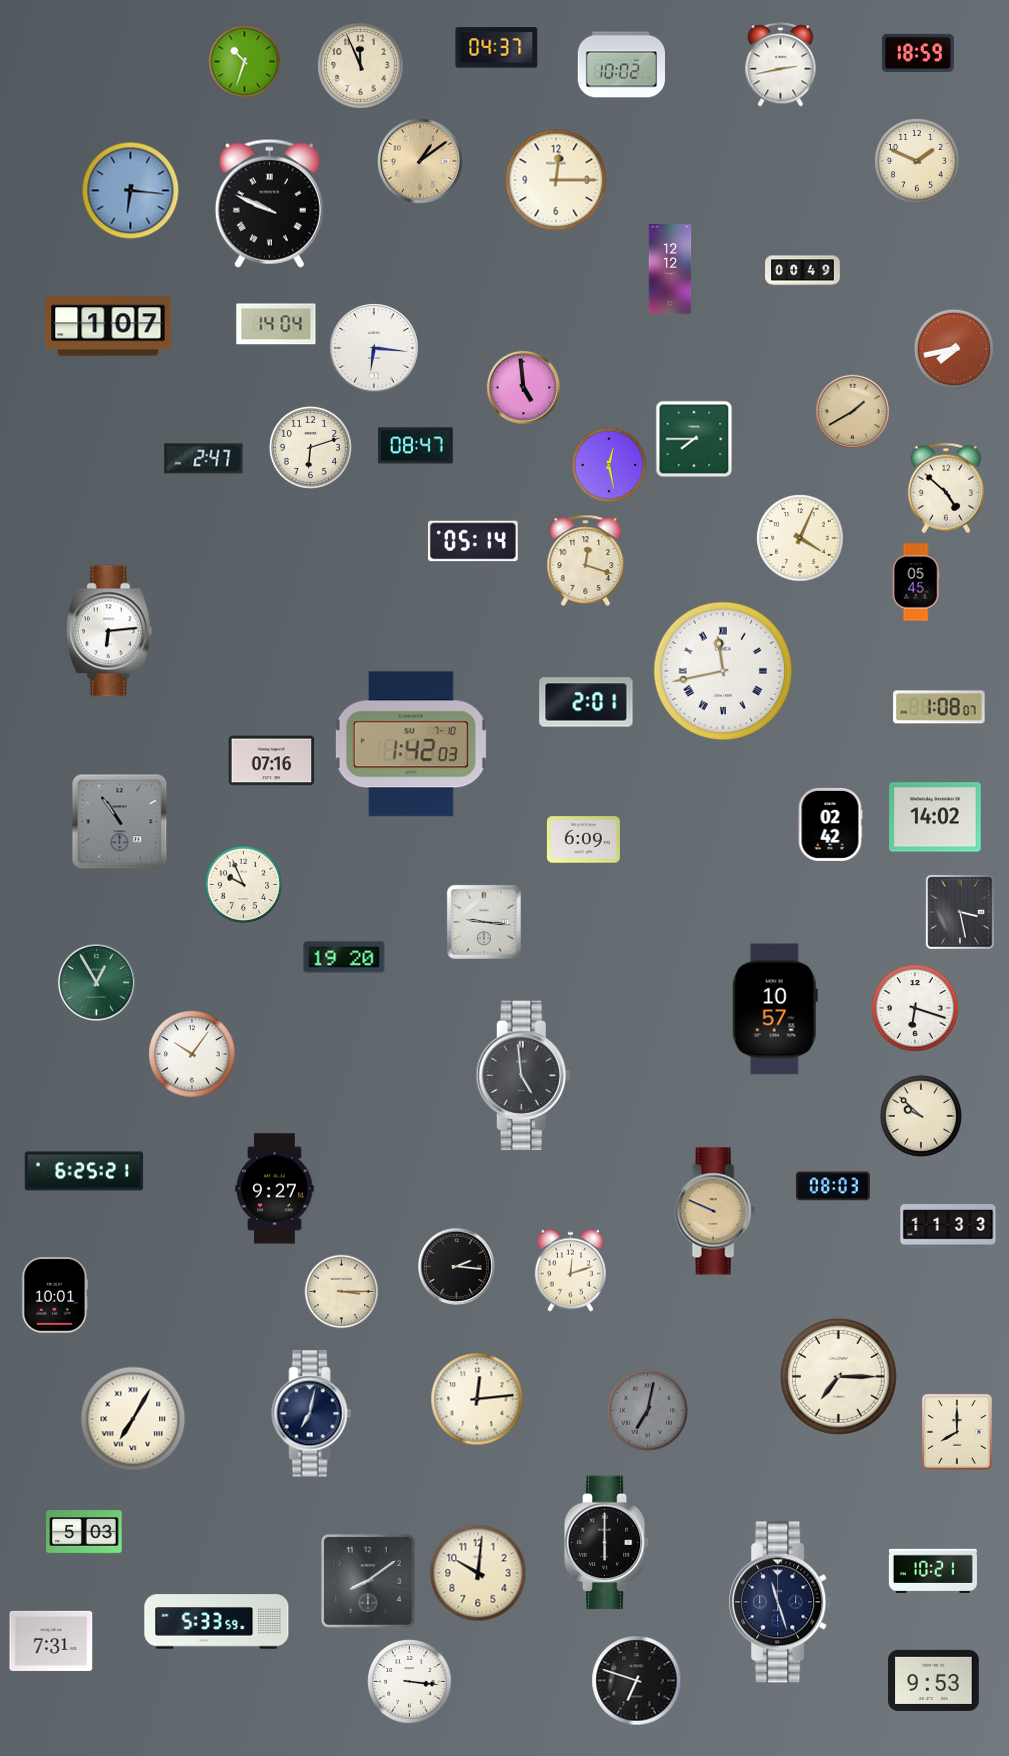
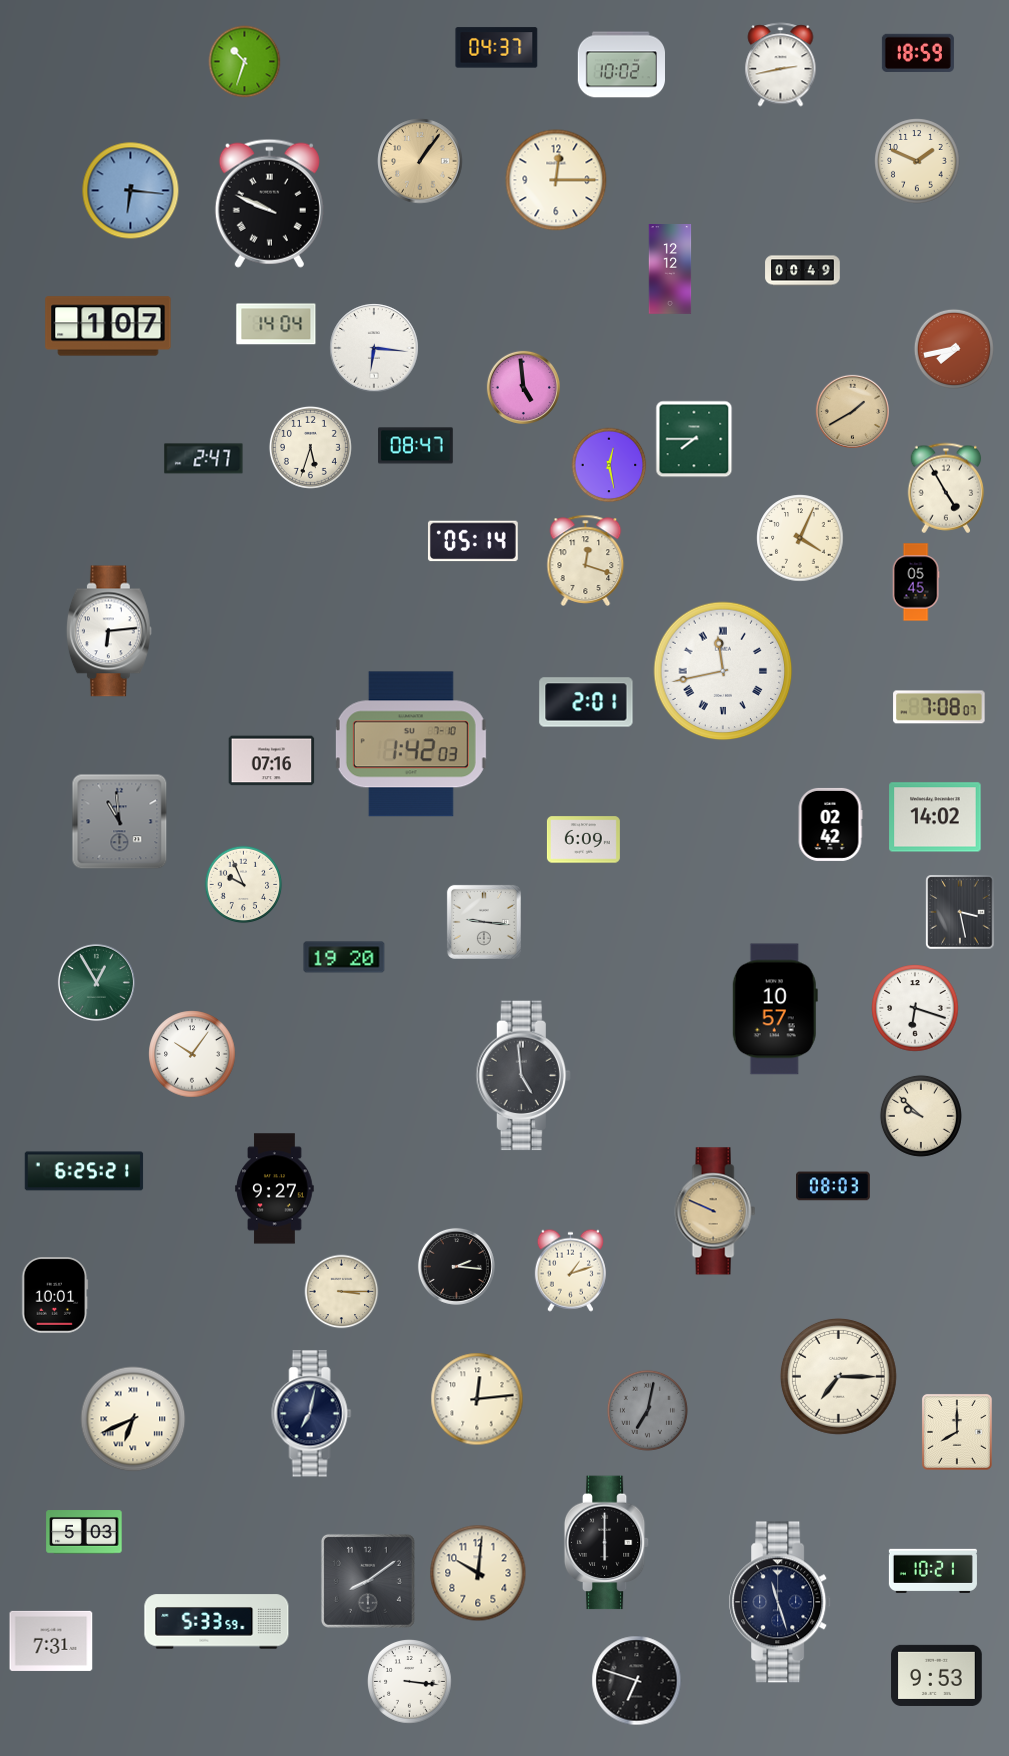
clock at (361, 66): 11:56 -> none
clock at (420, 161): 1:09 -> 1:06
clock at (310, 447): 6:12 -> 5:33
clock at (946, 488): 4:52 -> 4:55
clock at (939, 707): 1:08 -> 7:08
clock at (120, 822): 10:54 -> 10:59
clock at (948, 1226): 11:33 -> none
clock at (570, 1270): 12:12 -> 1:12
clock at (133, 1419): 7:05 -> 6:41
clock at (934, 1680) position: (934, 1680) -> (937, 1675)
